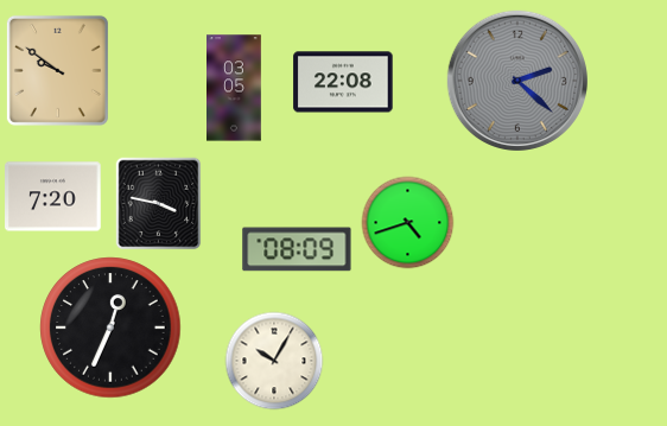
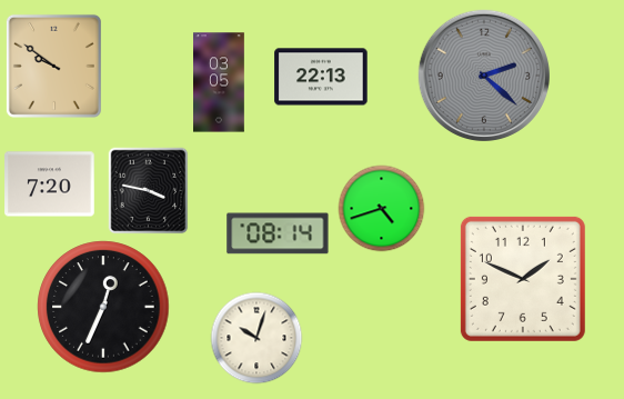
clock at (343, 82): 22:08 -> 22:13
clock at (297, 249): 08:09 -> 08:14
clock at (523, 279): none -> 1:49
clock at (274, 361): 10:05 -> 10:03
